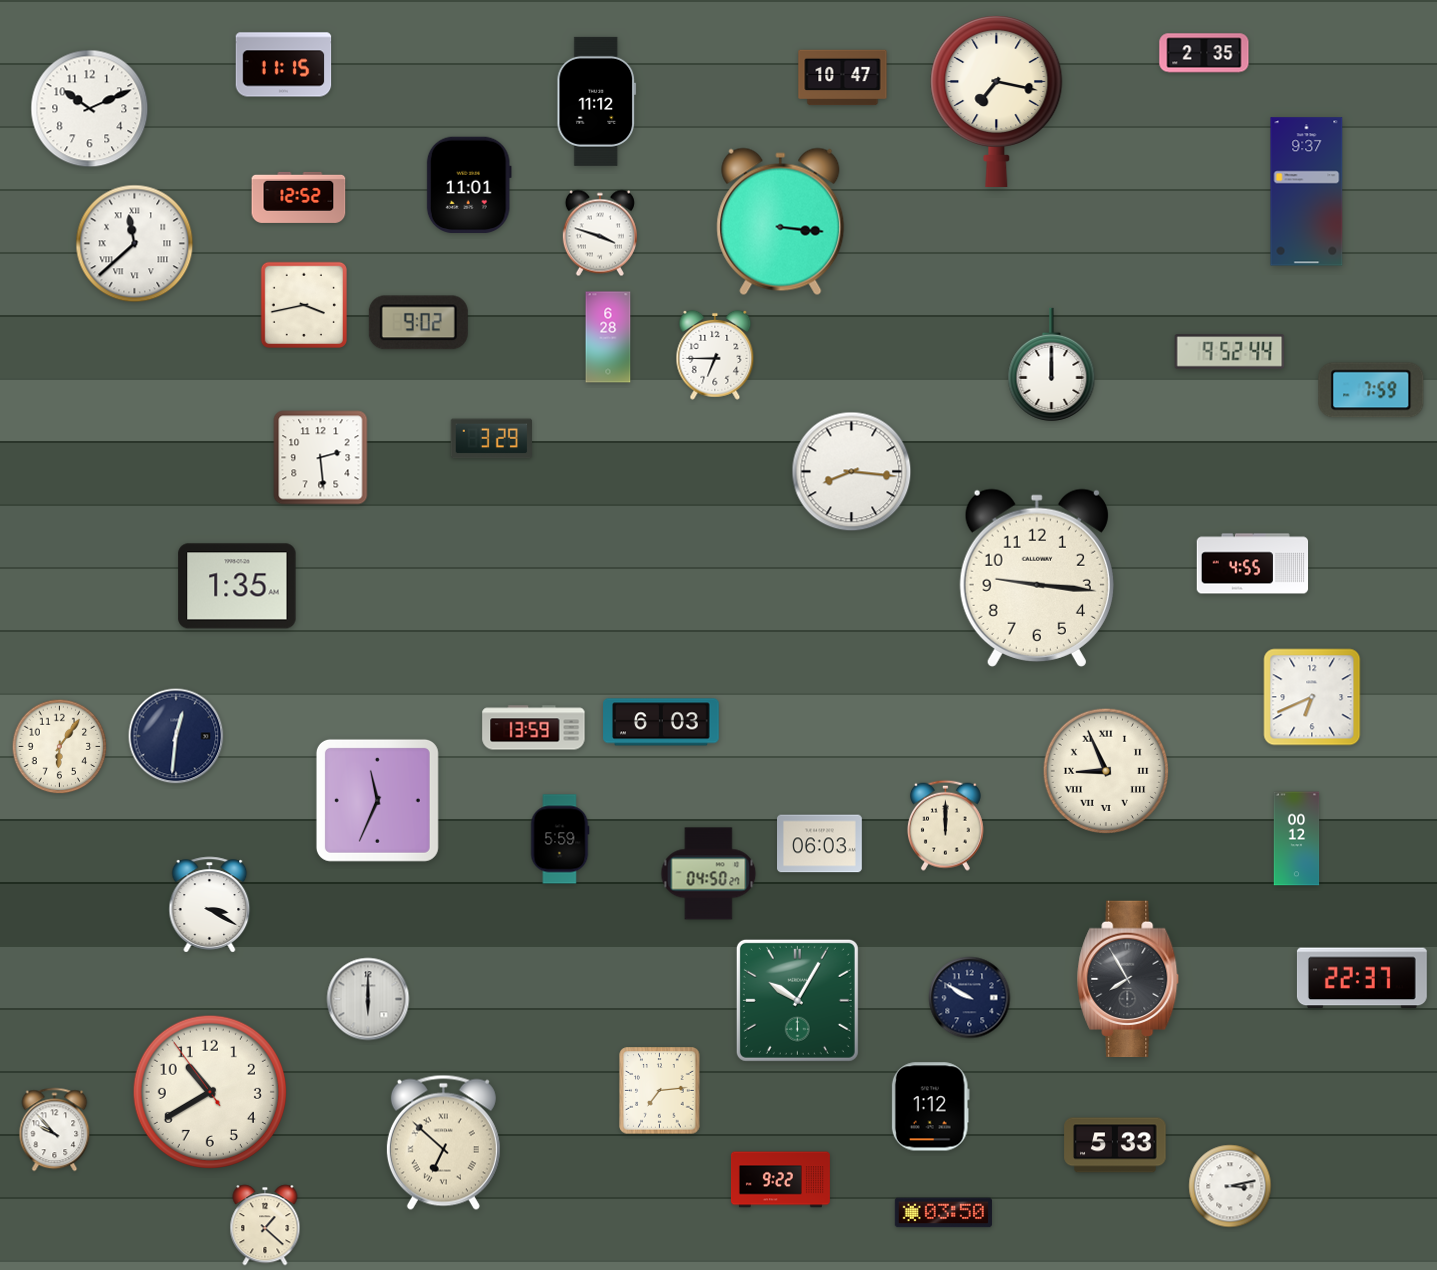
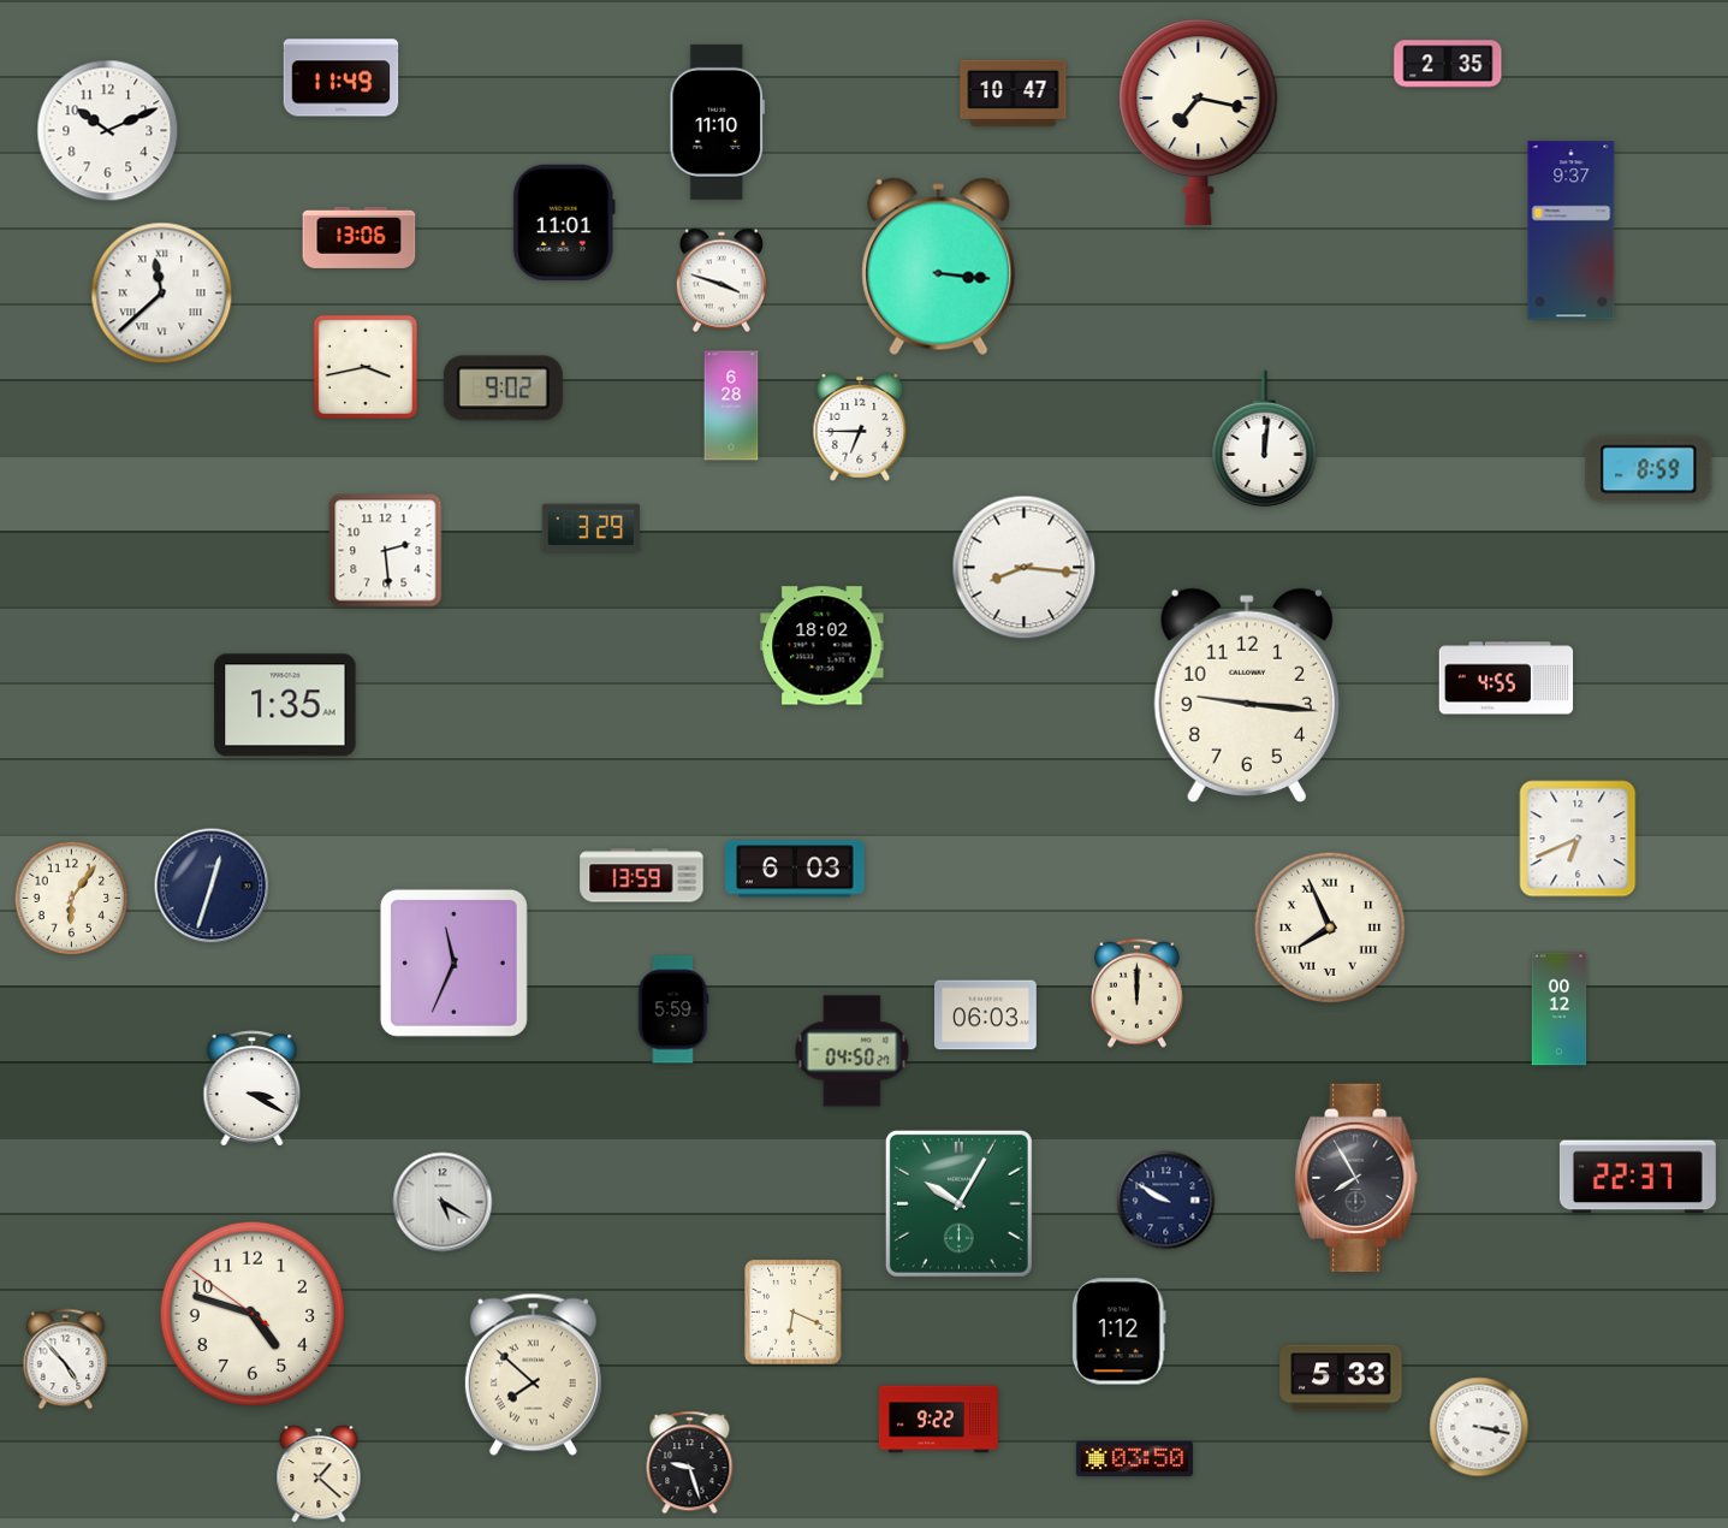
clock at (284, 65): 11:15 -> 11:49
clock at (597, 101): 11:12 -> 11:10
clock at (299, 197): 12:52 -> 13:06
clock at (1230, 352): 9:52 -> none
clock at (1052, 364): 12:00 -> 12:01
clock at (1371, 390): 7:59 -> 8:59
clock at (823, 646): none -> 18:02
clock at (176, 736): 12:31 -> 12:33
clock at (1106, 771): 8:56 -> 7:56
clock at (368, 999): 6:00 -> 5:20
clock at (209, 1091): 10:39 -> 4:47
clock at (660, 1091): 7:14 -> 6:19
clock at (55, 1130): 9:53 -> 4:53
clock at (443, 1142): 6:52 -> 7:52
clock at (1230, 1186): 3:13 -> 3:17
clock at (690, 1463): none -> 9:27
